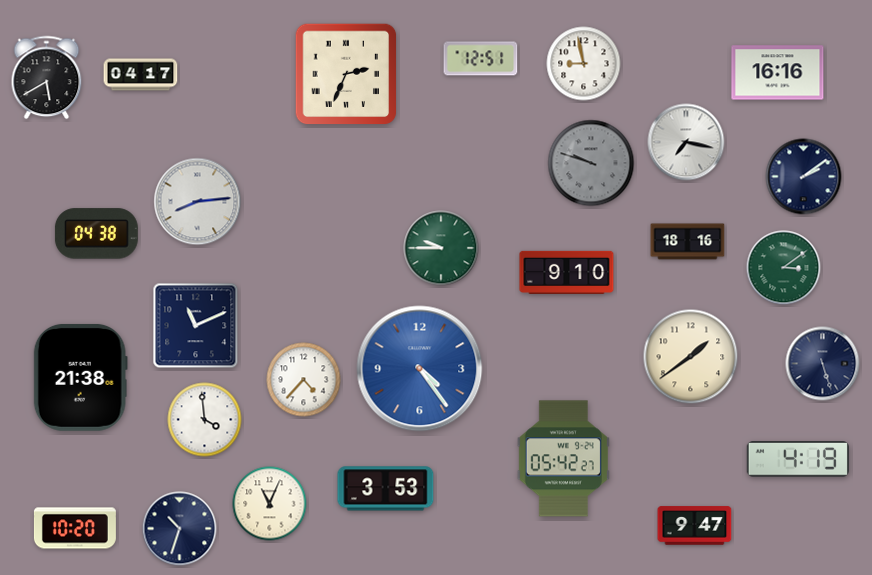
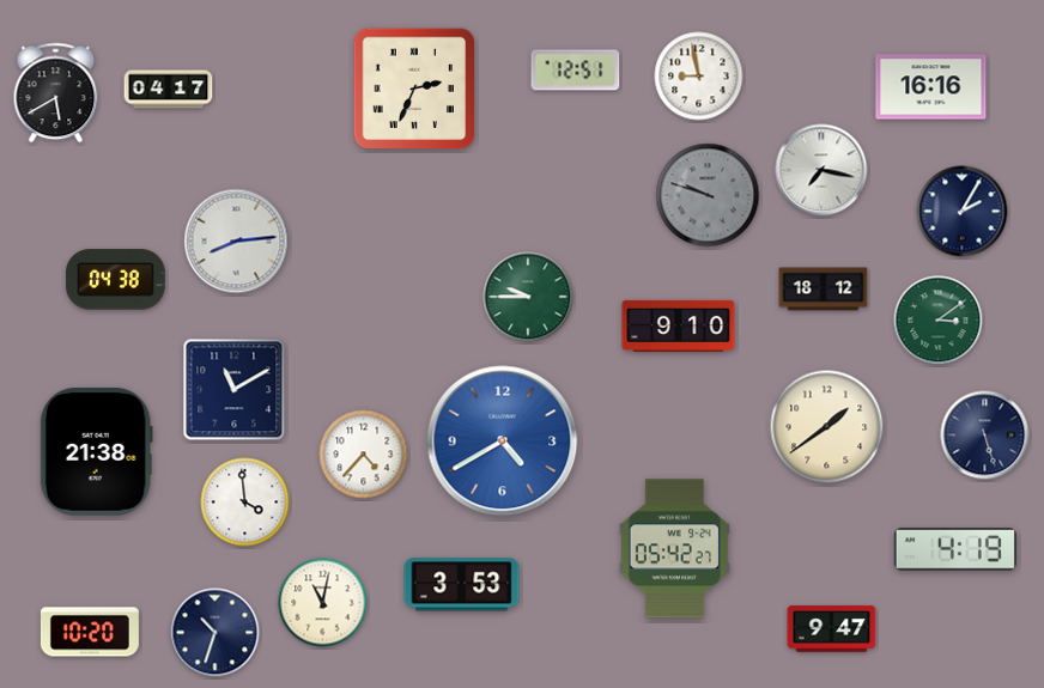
clock at (804, 177): 2:09 -> 2:05
clock at (688, 242): 18:16 -> 18:12
clock at (196, 326): 11:11 -> 11:10
clock at (420, 369): 4:24 -> 4:40
clock at (270, 504): 11:04 -> 11:02
